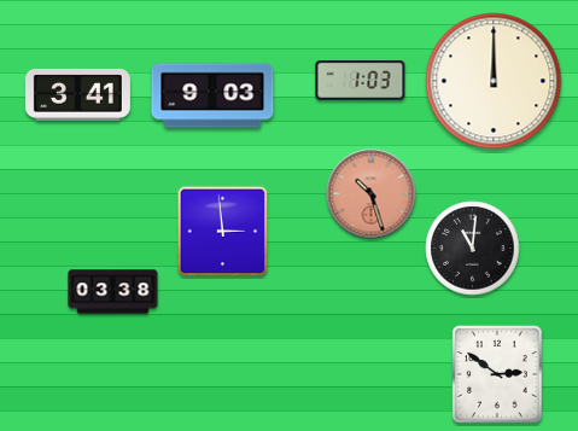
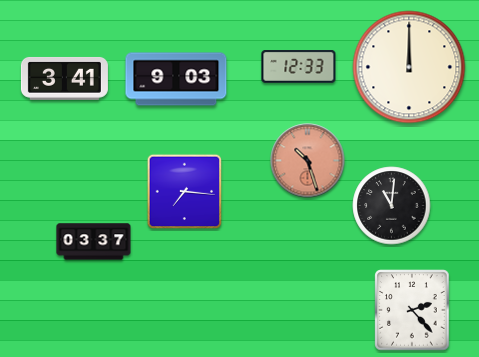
clock at (361, 81): 1:03 -> 12:33
clock at (223, 232): 2:59 -> 7:16
clock at (113, 292): 03:38 -> 03:37
clock at (497, 374): 2:51 -> 2:23
